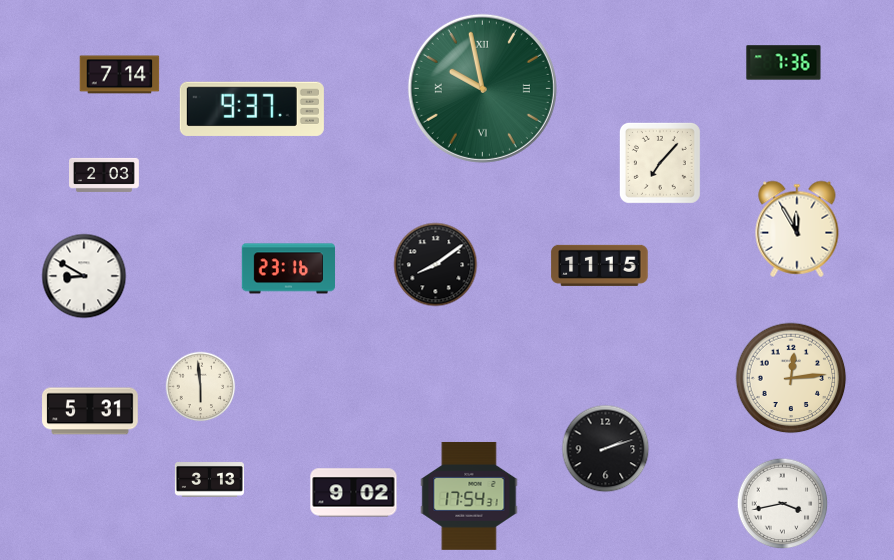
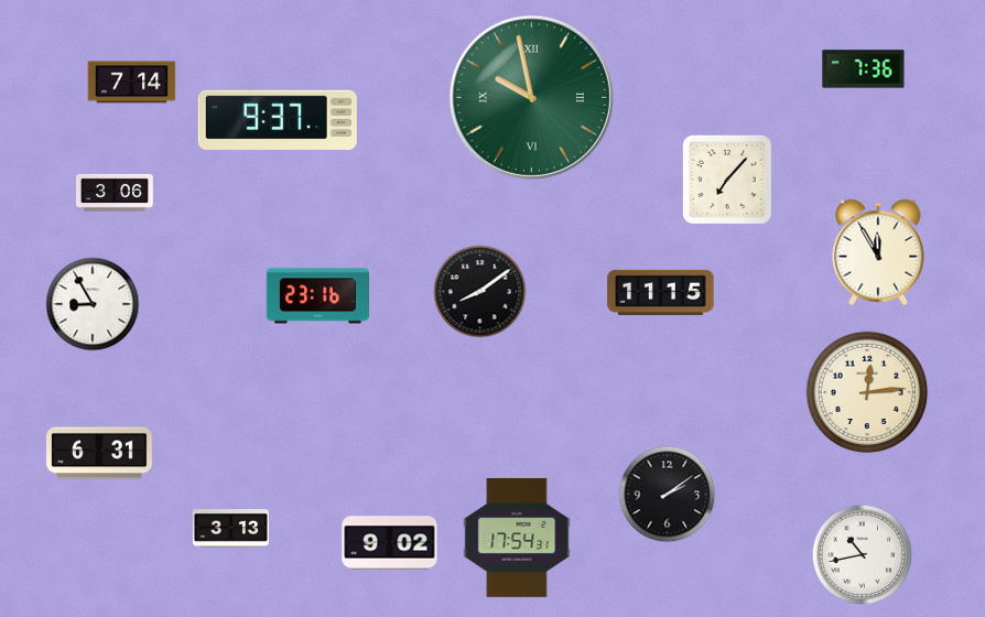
clock at (105, 175): 2:03 -> 3:06
clock at (84, 276): 8:50 -> 8:55
clock at (791, 378) position: (791, 378) -> (867, 392)
clock at (201, 387): 5:59 -> none
clock at (90, 411): 5:31 -> 6:31
clock at (606, 449): 2:12 -> 2:09
clock at (469, 496) position: (469, 496) -> (517, 538)
clock at (783, 504): 3:43 -> 10:43
